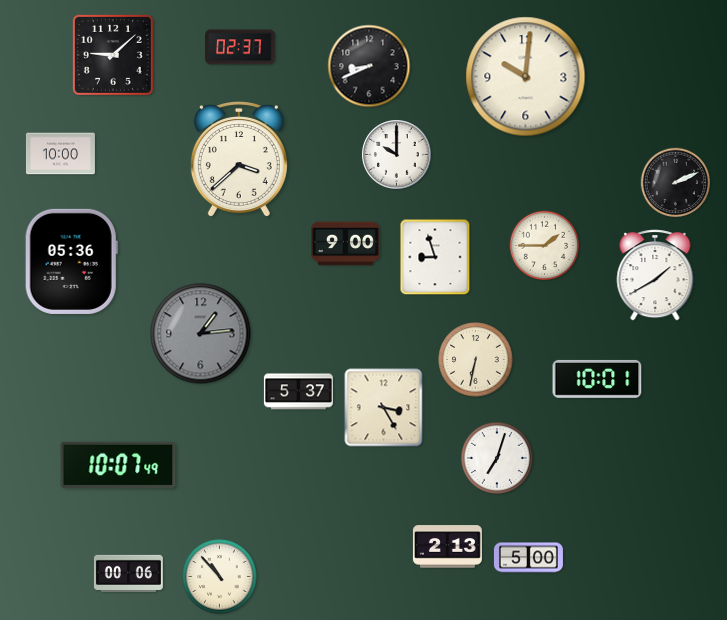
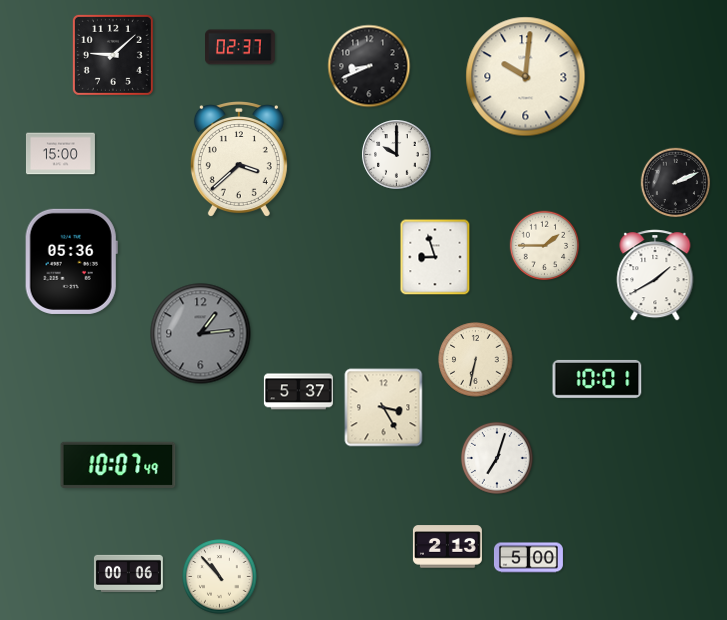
clock at (60, 154): 10:00 -> 15:00
clock at (345, 244): 9:00 -> none
